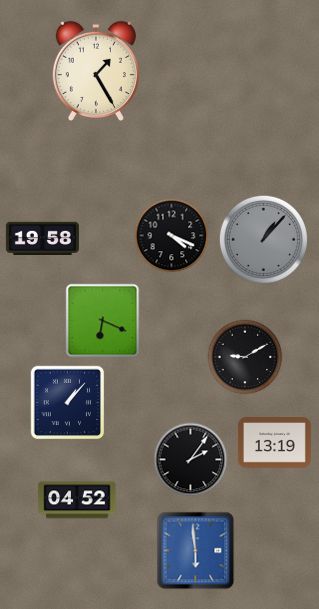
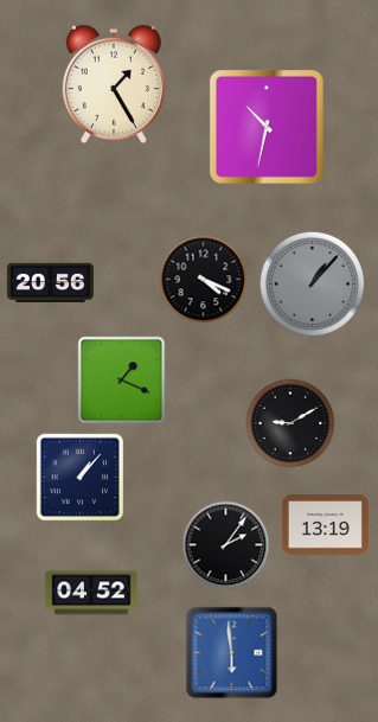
clock at (267, 127): none -> 10:32
clock at (42, 238): 19:58 -> 20:56
clock at (103, 321): 6:19 -> 1:19
